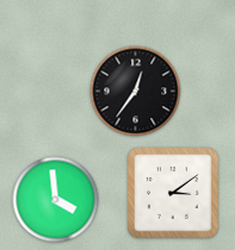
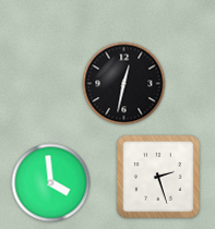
clock at (136, 92): 12:36 -> 12:32
clock at (173, 193): 3:09 -> 2:27
